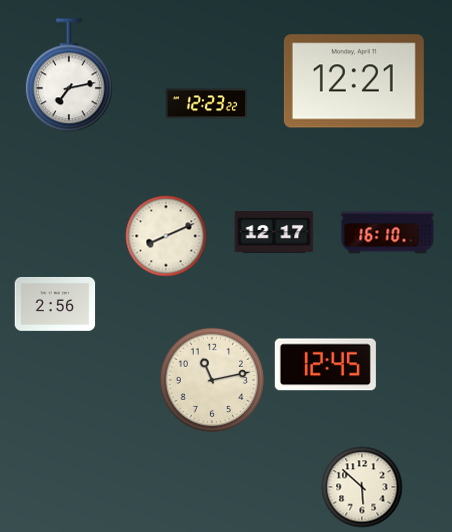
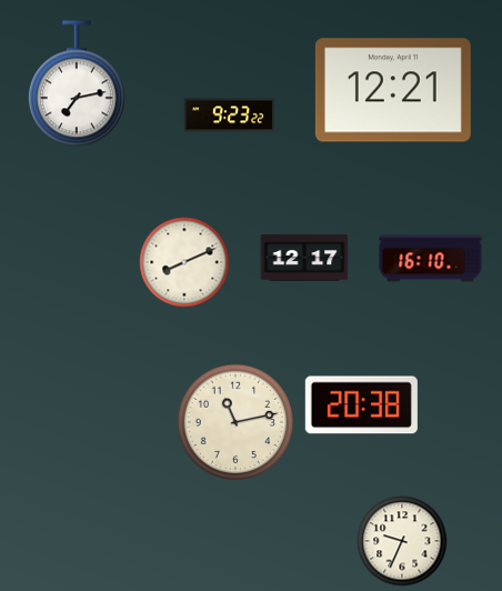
clock at (207, 104): 12:23 -> 9:23
clock at (55, 304): 2:56 -> none
clock at (325, 365): 12:45 -> 20:38
clock at (362, 487): 5:52 -> 9:34
